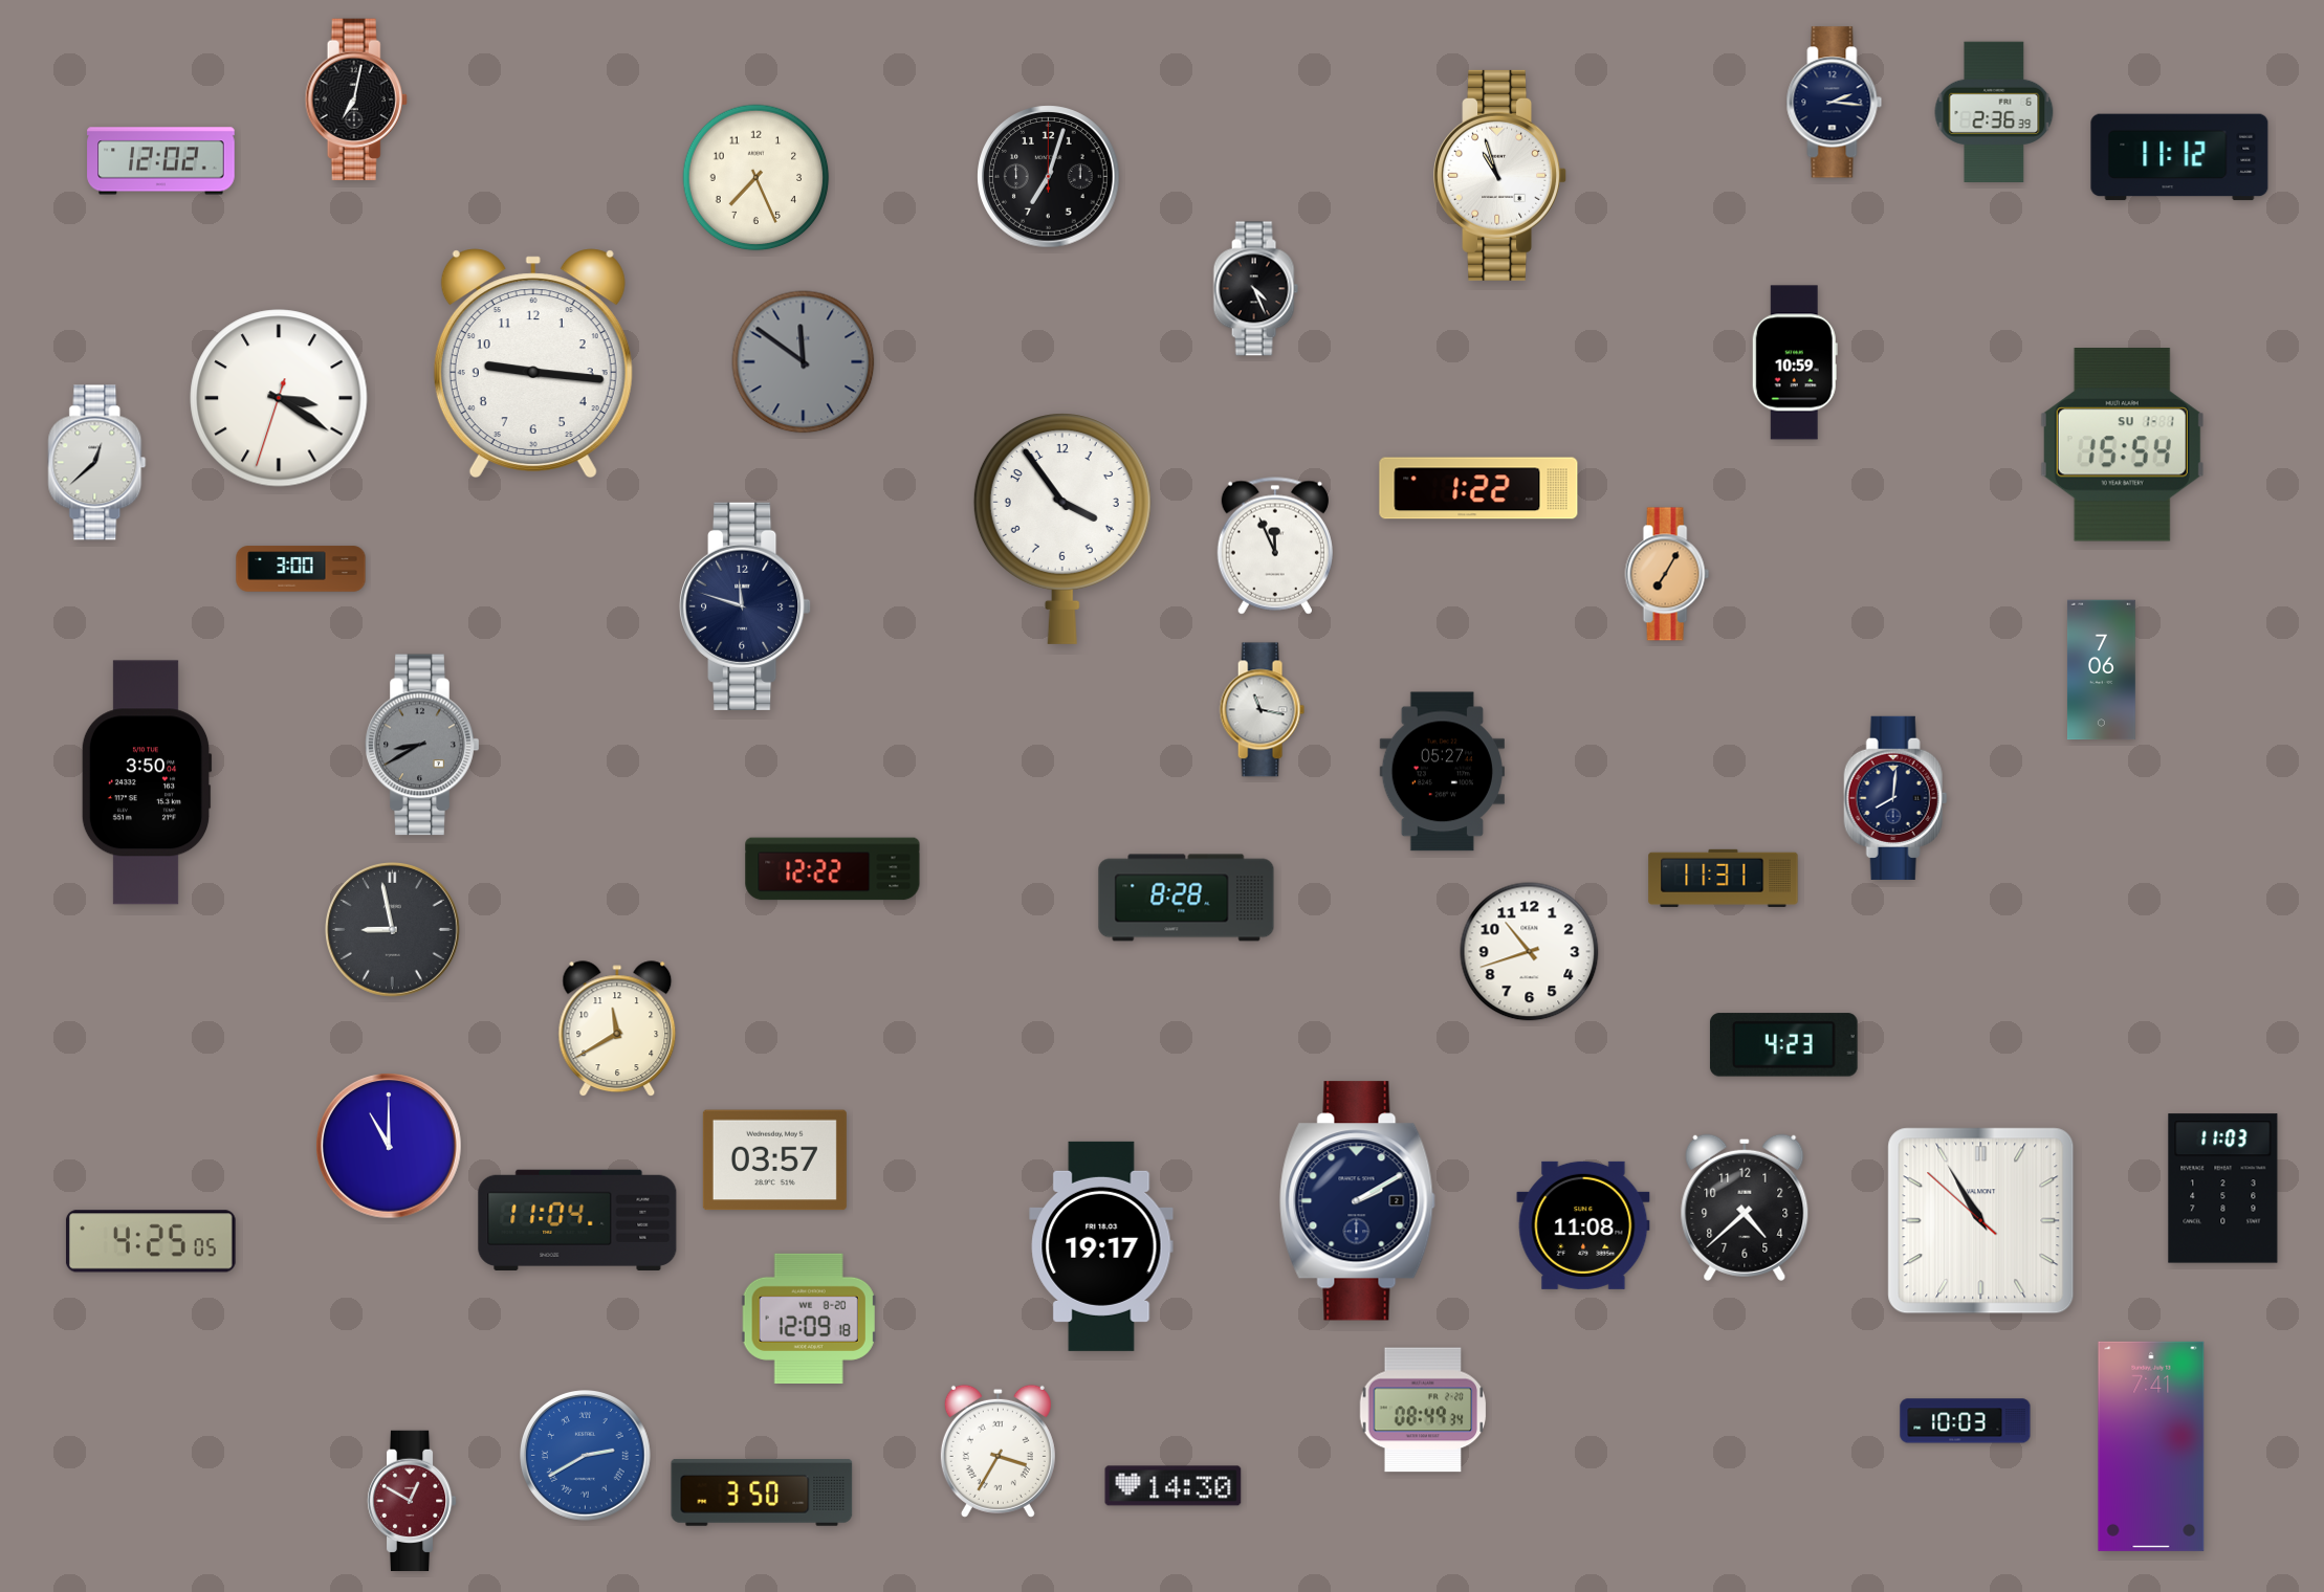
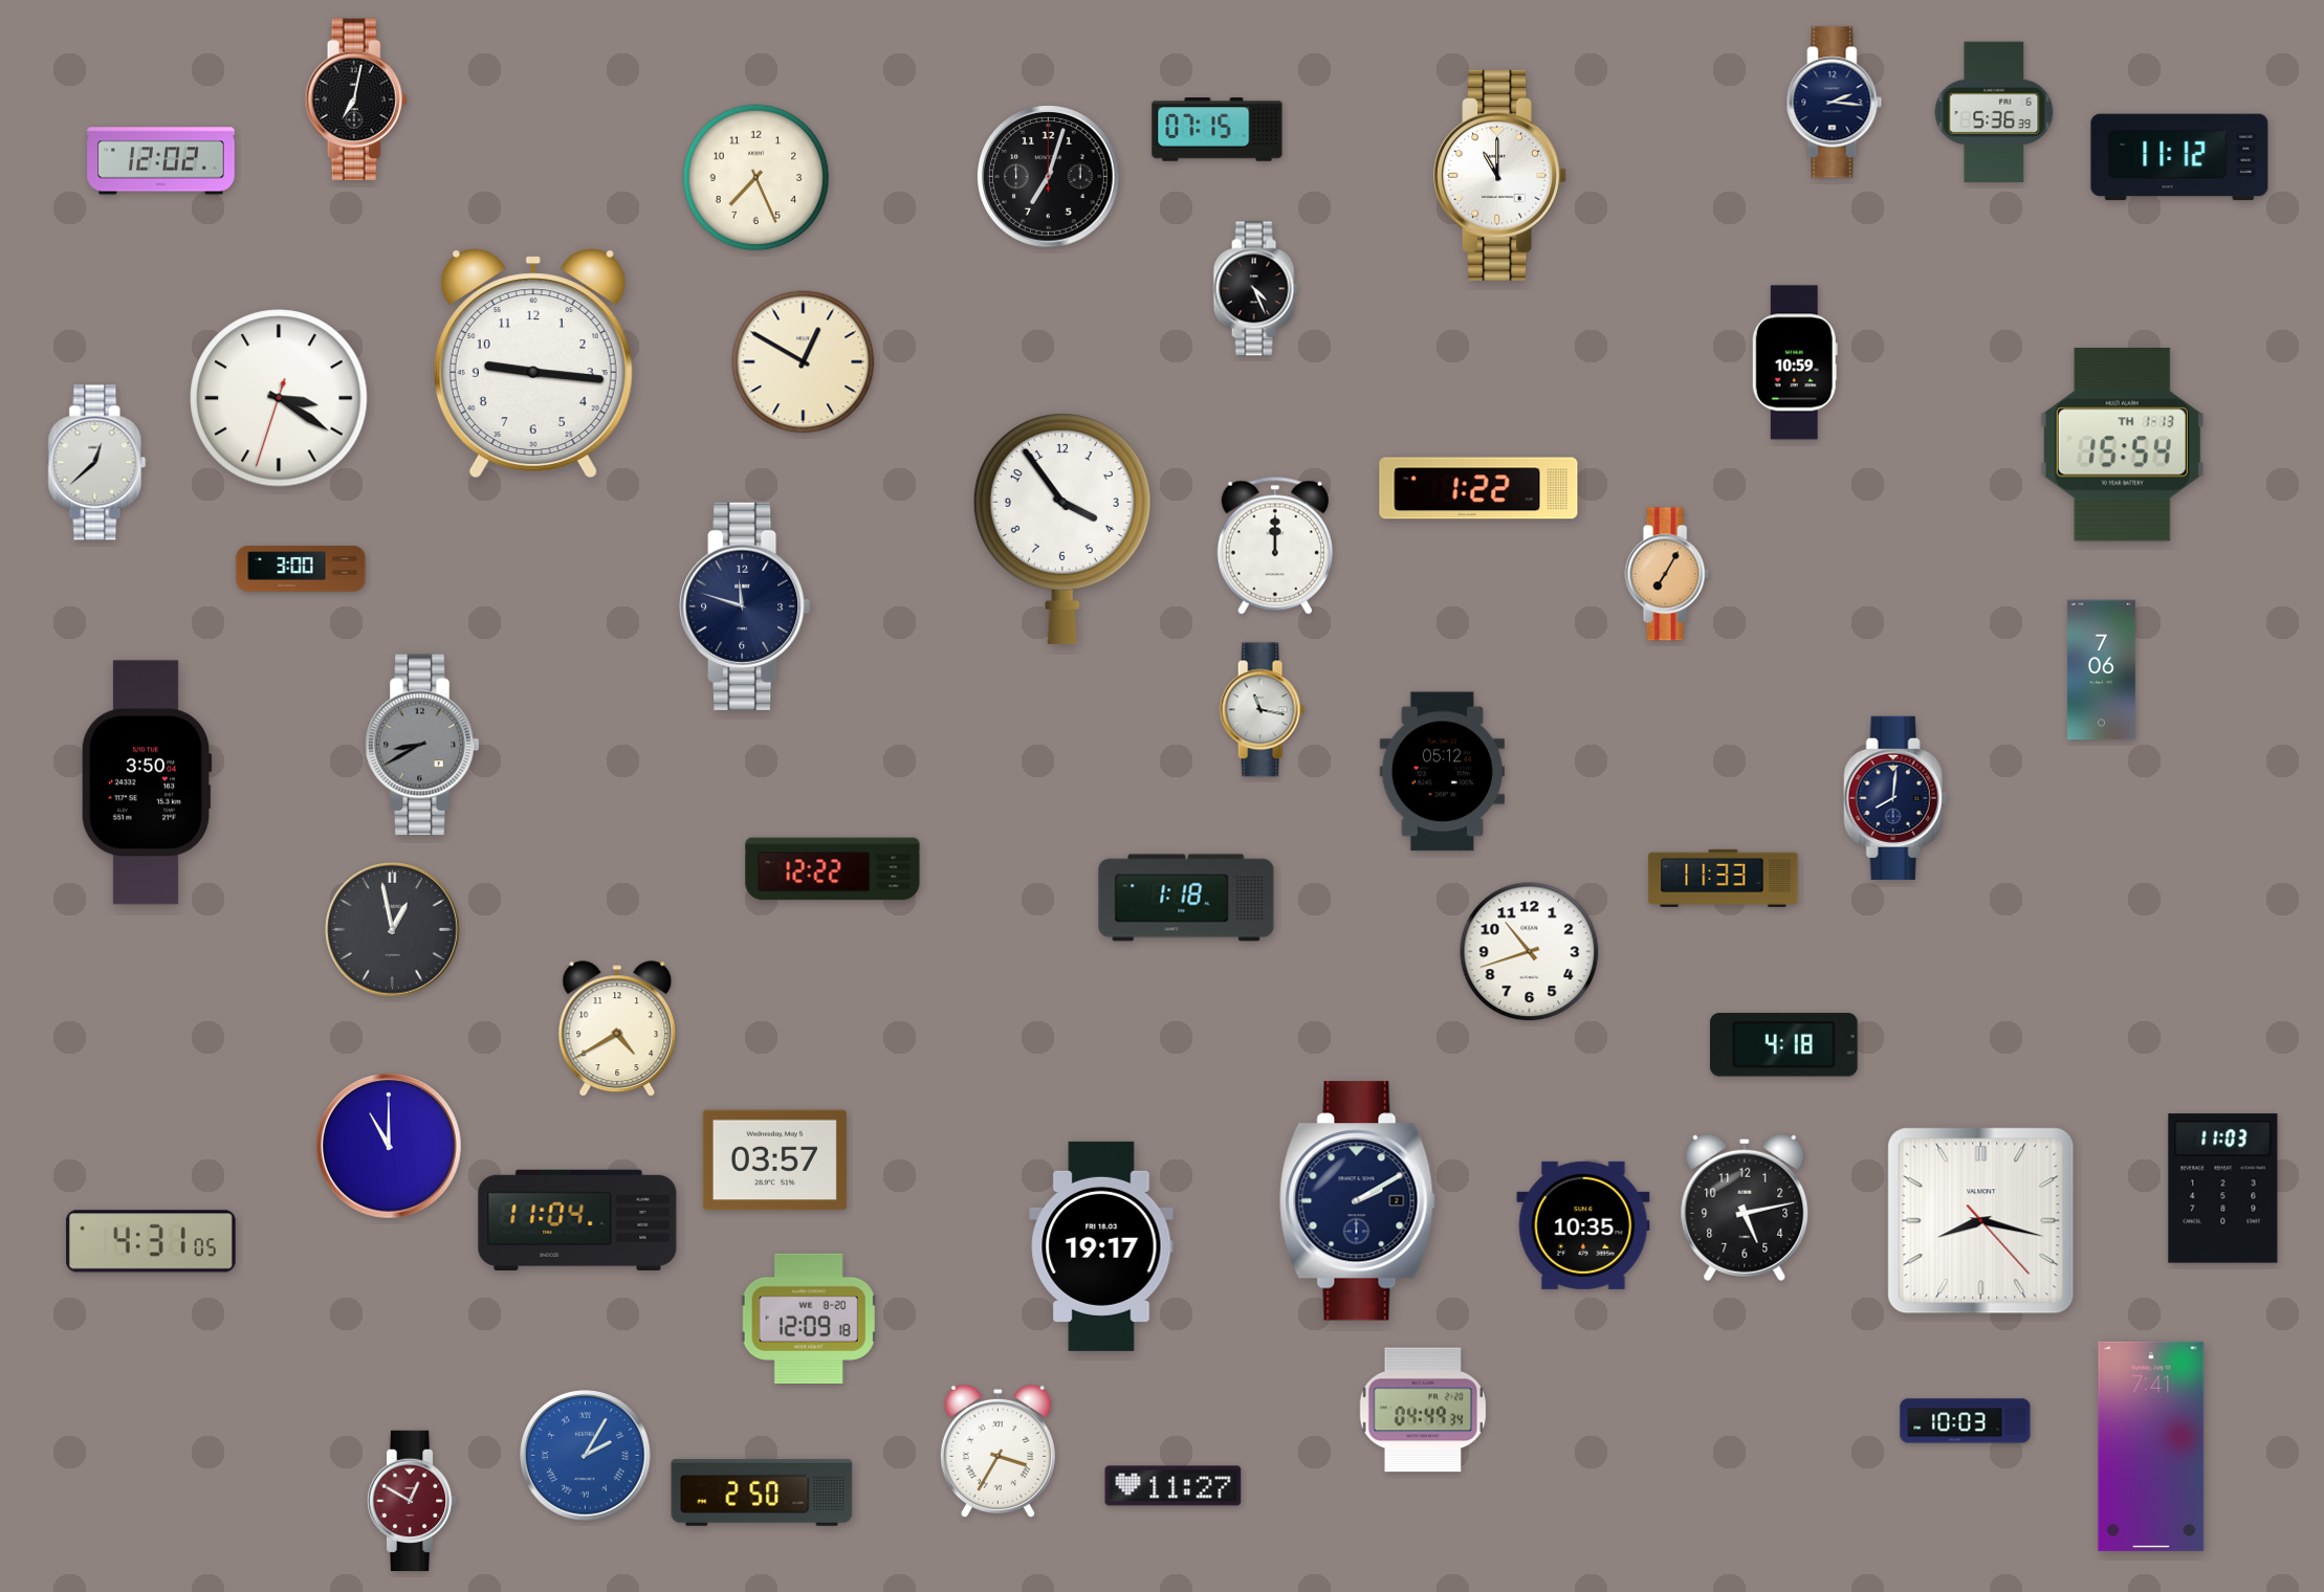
clock at (1994, 111): 2:36 -> 5:36
clock at (1218, 130): none -> 07:15
clock at (1500, 175): 10:57 -> 11:00
clock at (804, 362): 11:51 -> 12:50
clock at (804, 362) dial: grey -> cream
clock at (2122, 445) date: SU 1-1 -> TH 1-13
clock at (1275, 546): 11:56 -> 12:00
clock at (1442, 772): 05:27 -> 05:12
clock at (1724, 878): 11:31 -> 11:33
clock at (1186, 898): 8:28 -> 1:18
clock at (393, 930): 8:58 -> 12:58
clock at (617, 1030): 11:40 -> 4:40
clock at (1783, 1045): 4:23 -> 4:18
clock at (1745, 1208): 4:38 -> 5:13
clock at (1981, 1221): 10:54 -> 8:17
clock at (1583, 1225): 11:08 -> 10:35
clock at (151, 1241): 4:25 -> 4:31
clock at (1423, 1410): 08:49 -> 04:49
clock at (586, 1456): 2:40 -> 2:05
clock at (1174, 1486): 14:30 -> 11:27
clock at (762, 1492): 3:50 -> 2:50
